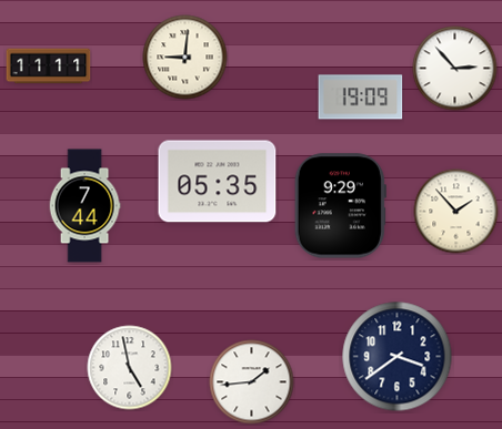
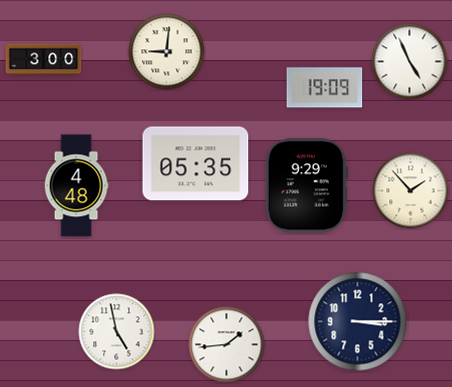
clock at (49, 67): 11:11 -> 3:00
clock at (455, 69): 2:53 -> 4:56
clock at (84, 206): 7:44 -> 4:48
clock at (398, 357): 3:39 -> 3:15
